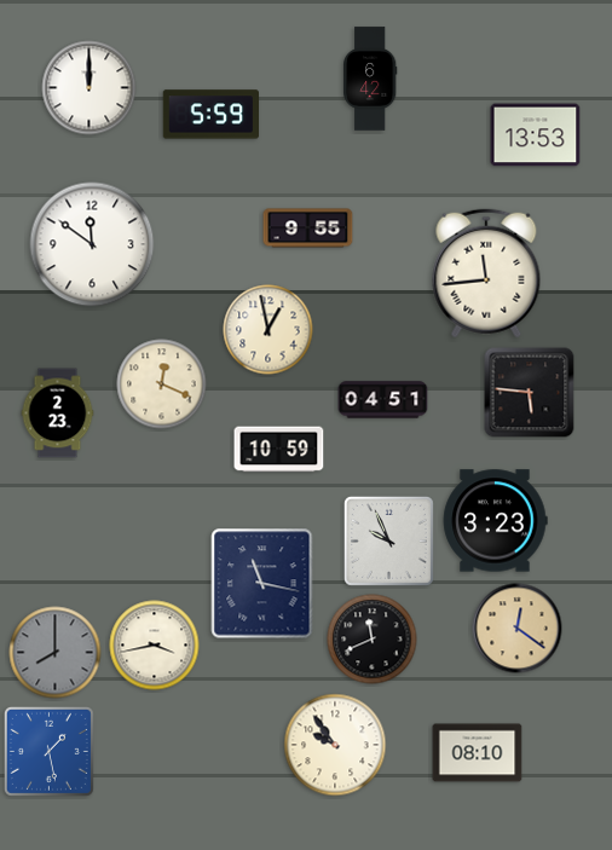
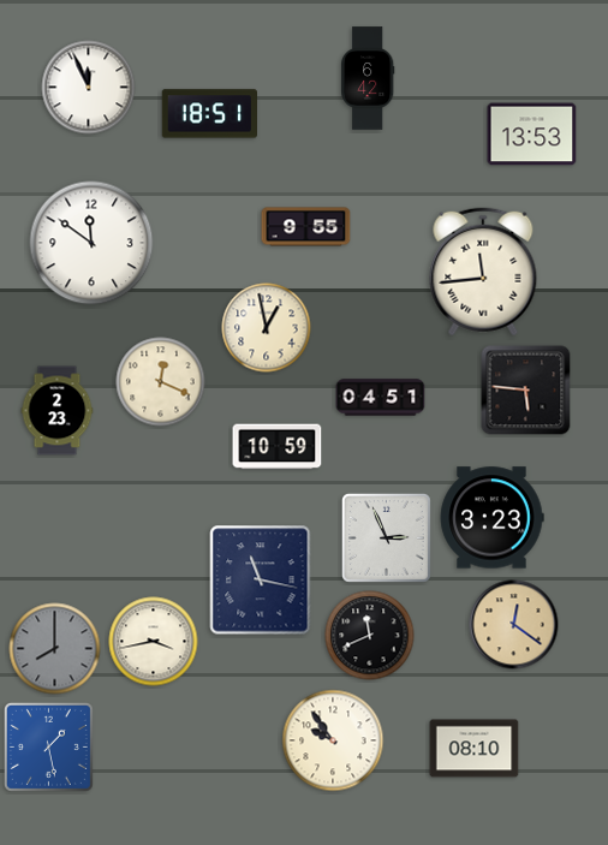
clock at (90, 88): 12:00 -> 11:56
clock at (210, 115): 5:59 -> 18:51
clock at (388, 540): 9:56 -> 2:56
